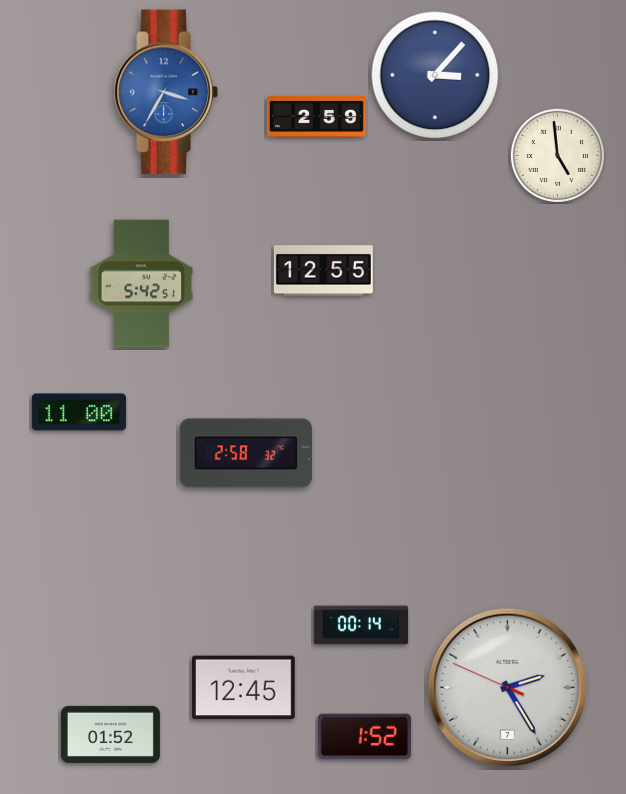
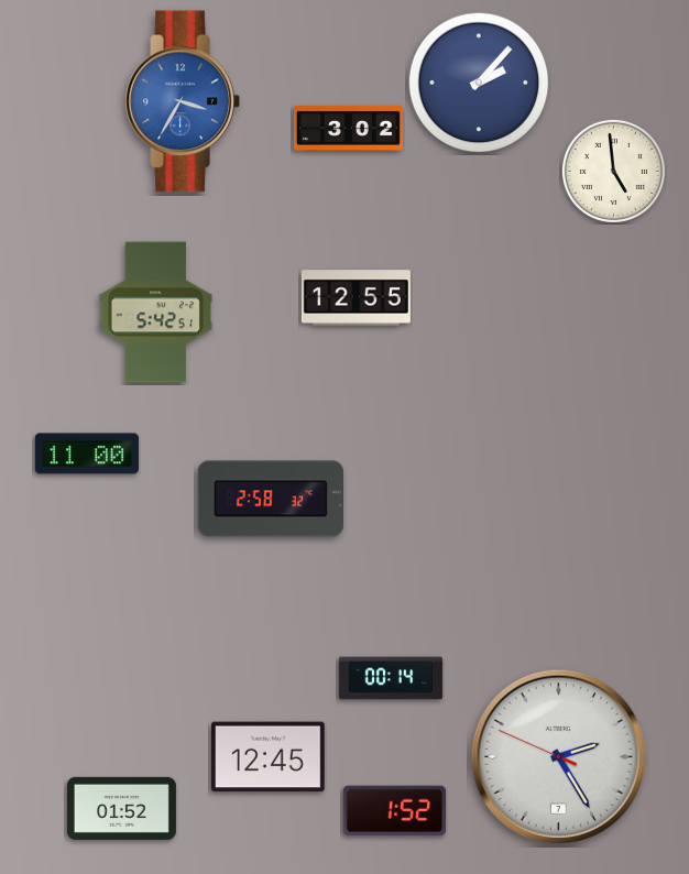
clock at (435, 75): 3:07 -> 2:07
clock at (316, 116): 2:59 -> 3:02
clock at (361, 625) position: (361, 625) -> (391, 678)
clock at (364, 737) position: (364, 737) -> (394, 811)
